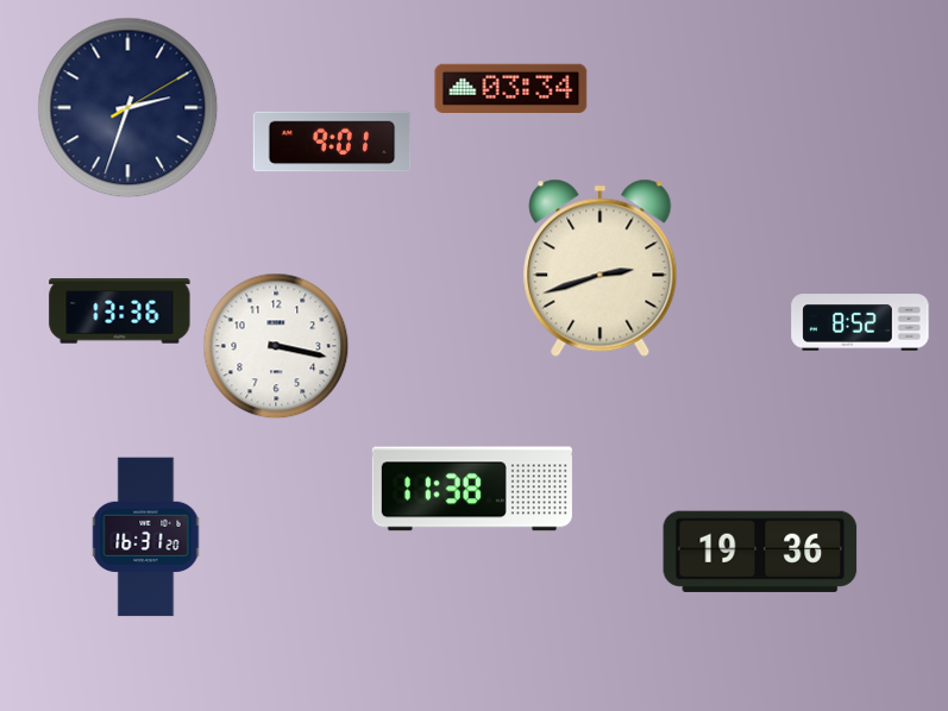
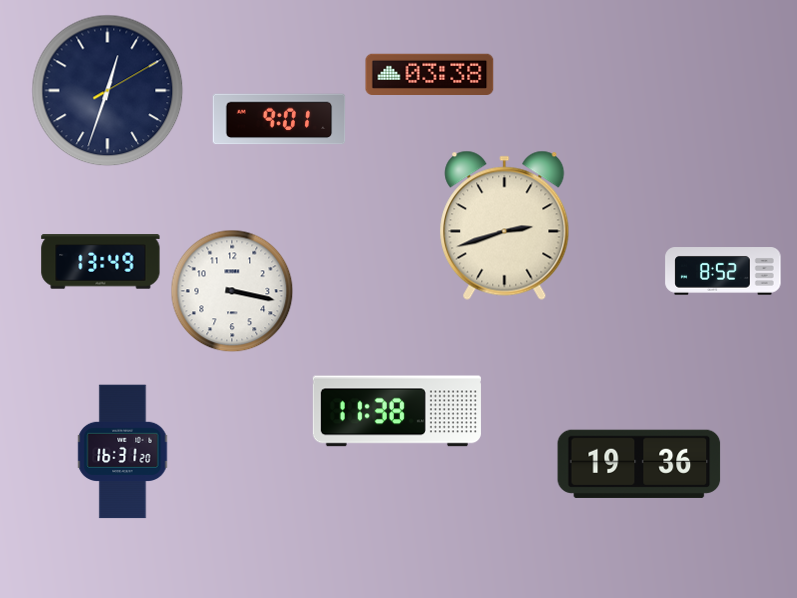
clock at (511, 88): 03:34 -> 03:38
clock at (128, 108): 2:33 -> 12:33
clock at (120, 312): 13:36 -> 13:49
